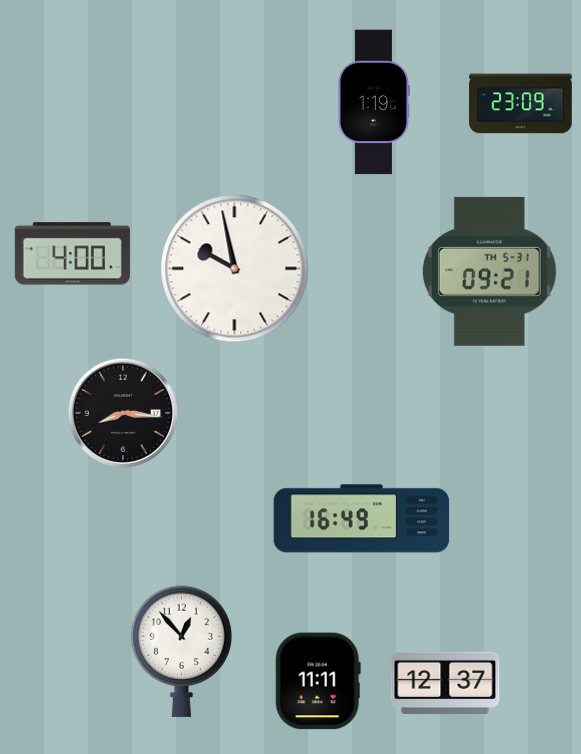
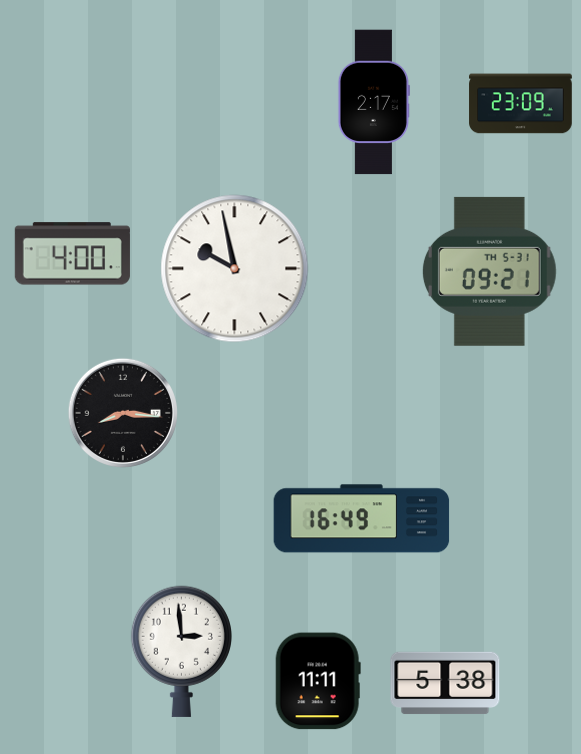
clock at (374, 102): 1:19 -> 2:17
clock at (181, 651): 12:53 -> 2:59
clock at (445, 683): 12:37 -> 5:38
